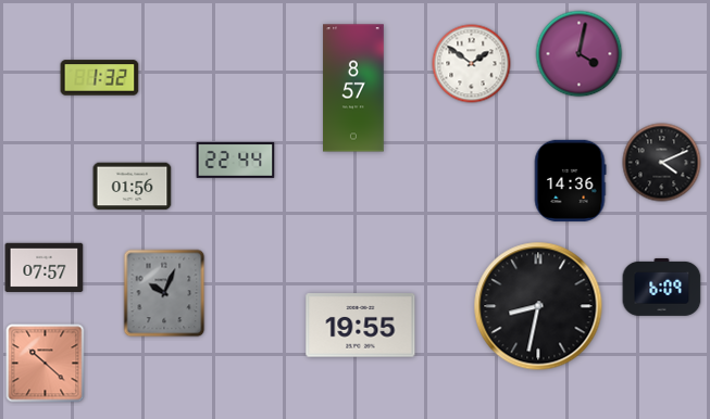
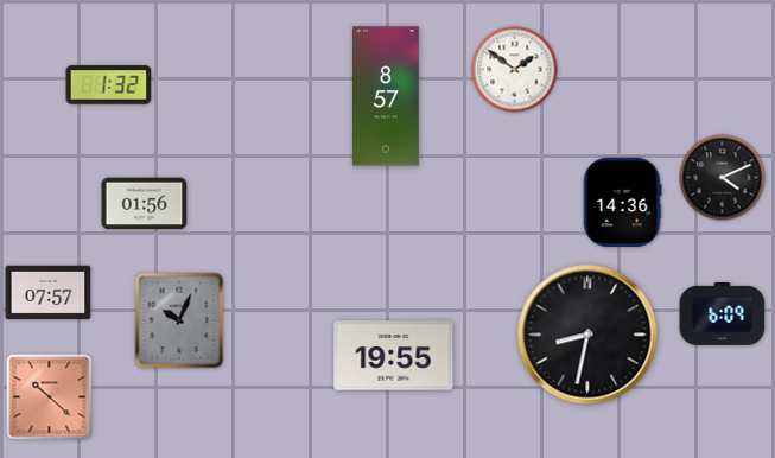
clock at (580, 54): 4:02 -> none
clock at (236, 160): 22:44 -> none
clock at (570, 180) position: (570, 180) -> (622, 202)
